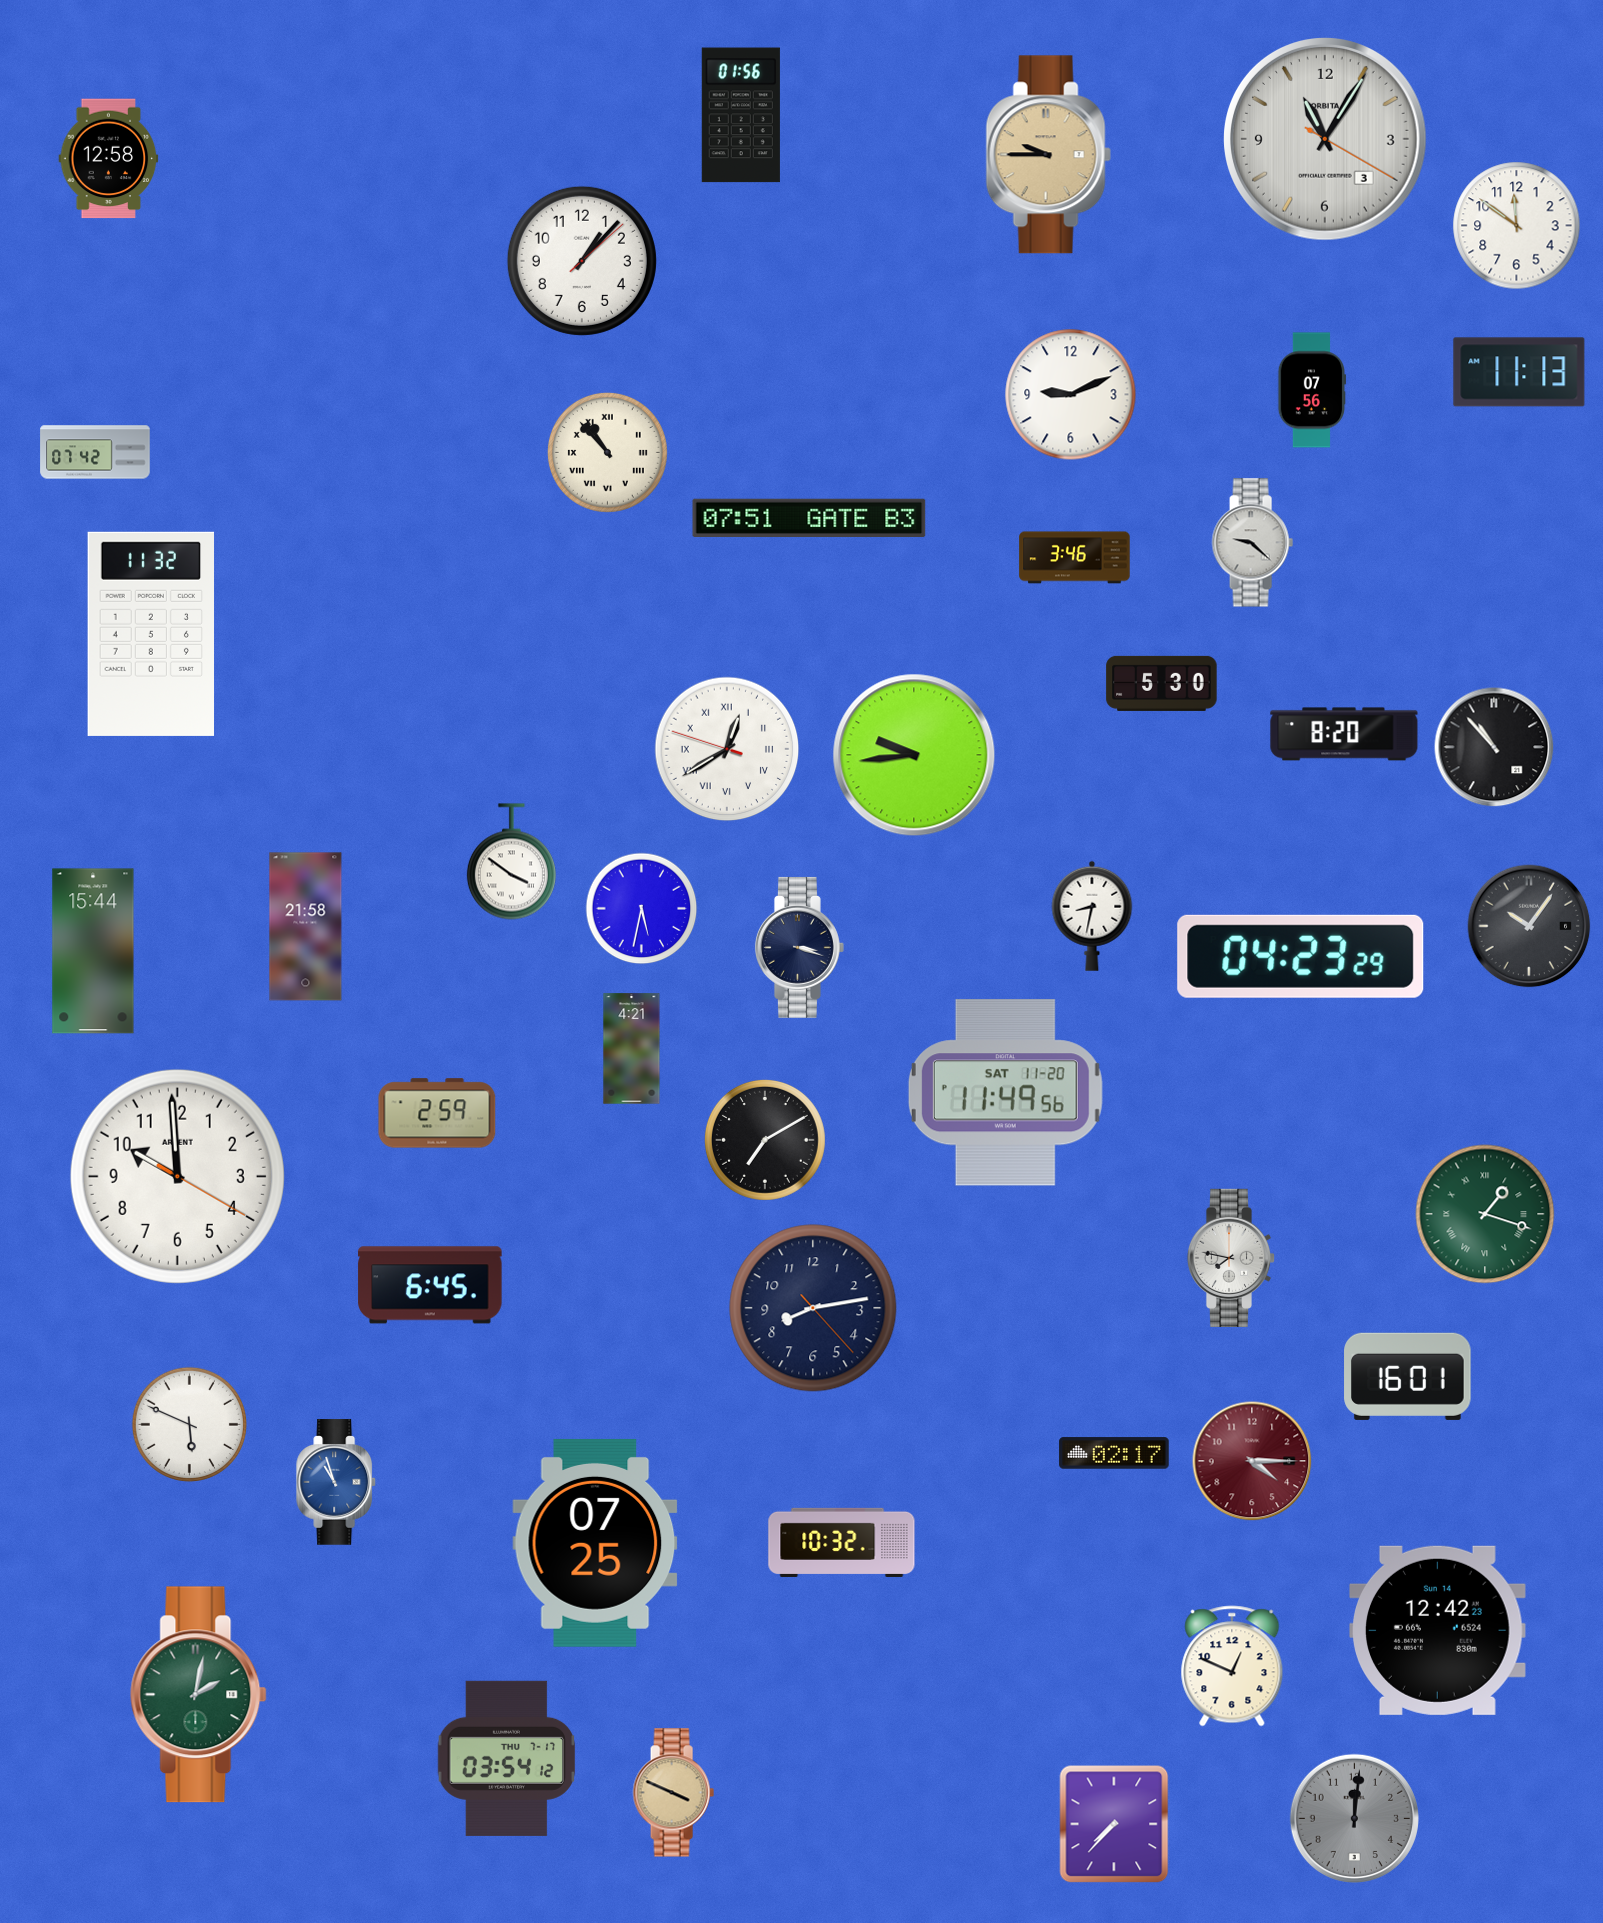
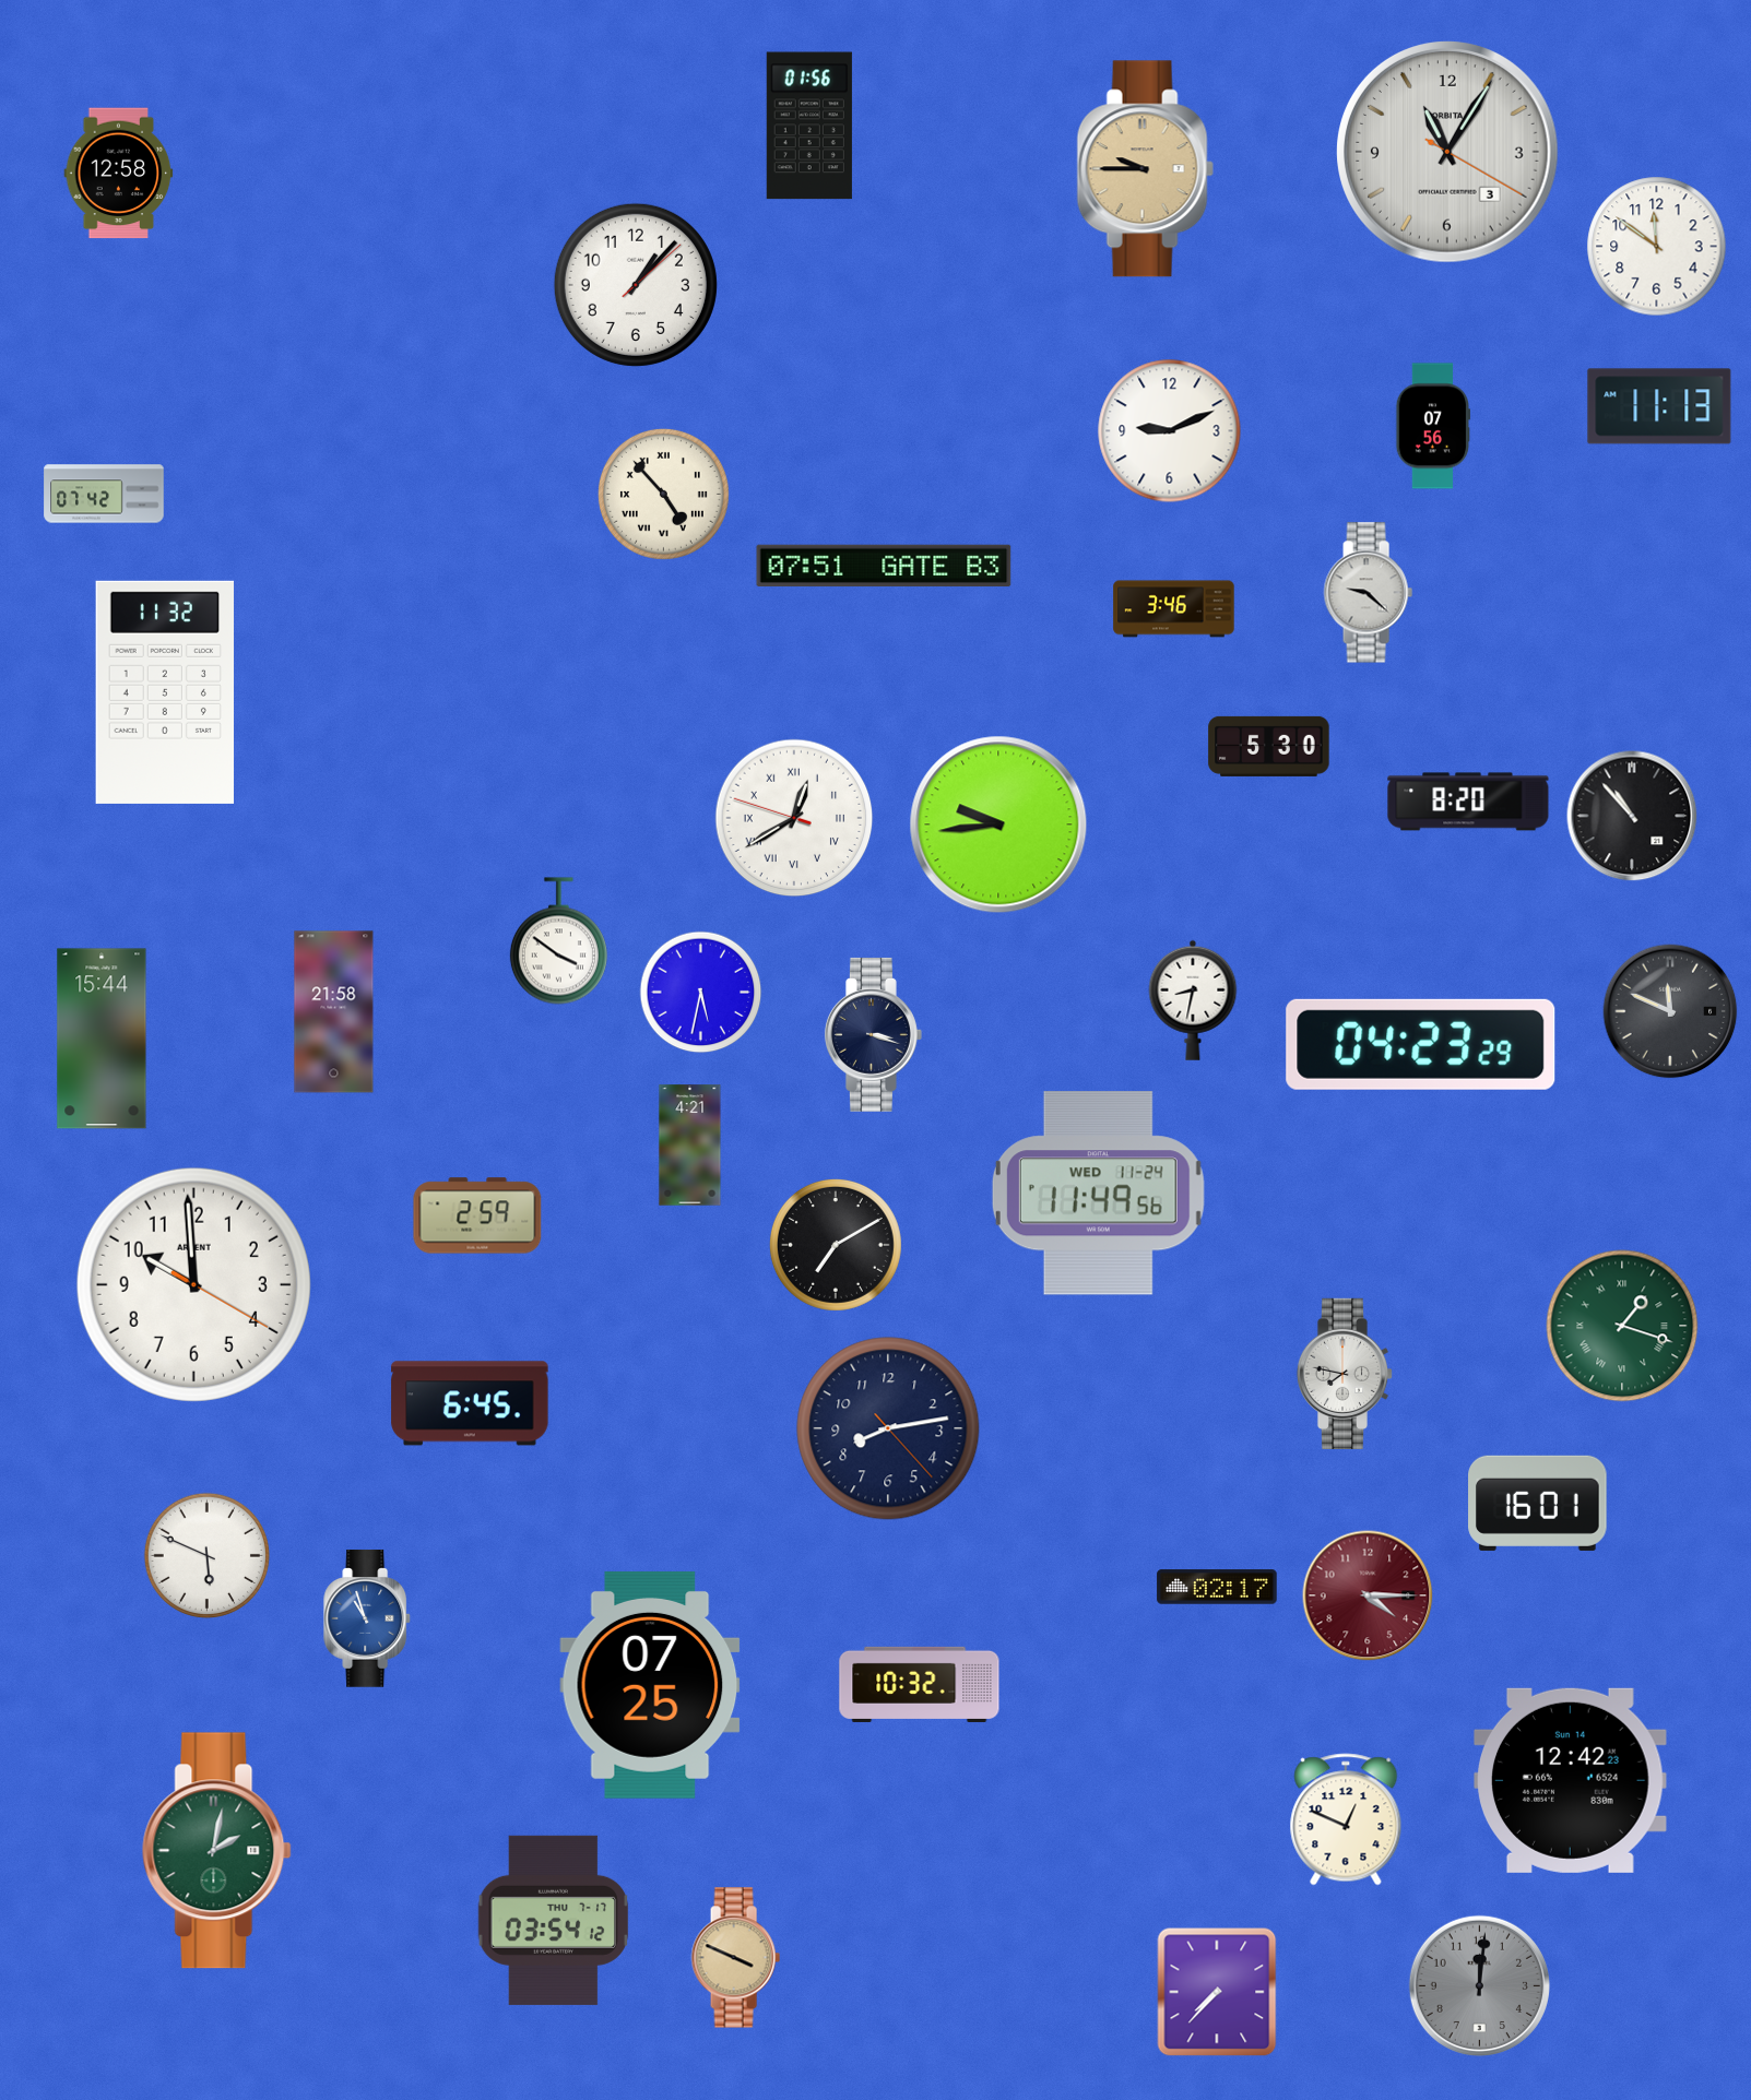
clock at (607, 452): 10:53 -> 4:53
clock at (1529, 926): 10:06 -> 11:49
clock at (1005, 1093) date: SAT 11-20 -> WED 11-24
